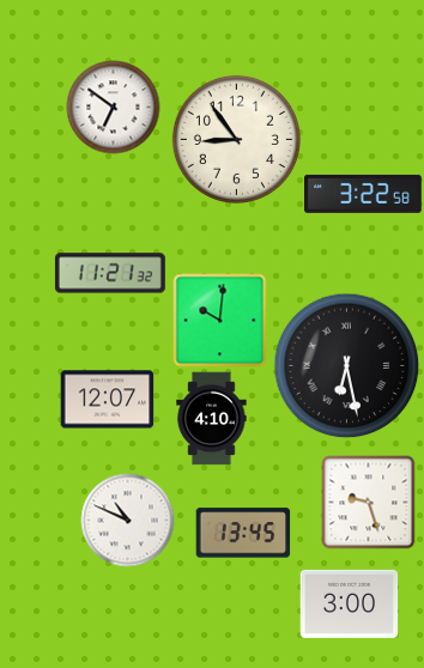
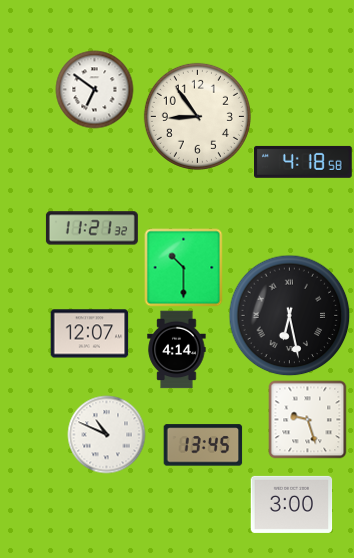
clock at (364, 194): 3:22 -> 4:18
clock at (219, 320): 10:01 -> 10:30
clock at (346, 365) position: (346, 365) -> (289, 315)
clock at (212, 418): 4:10 -> 4:14
